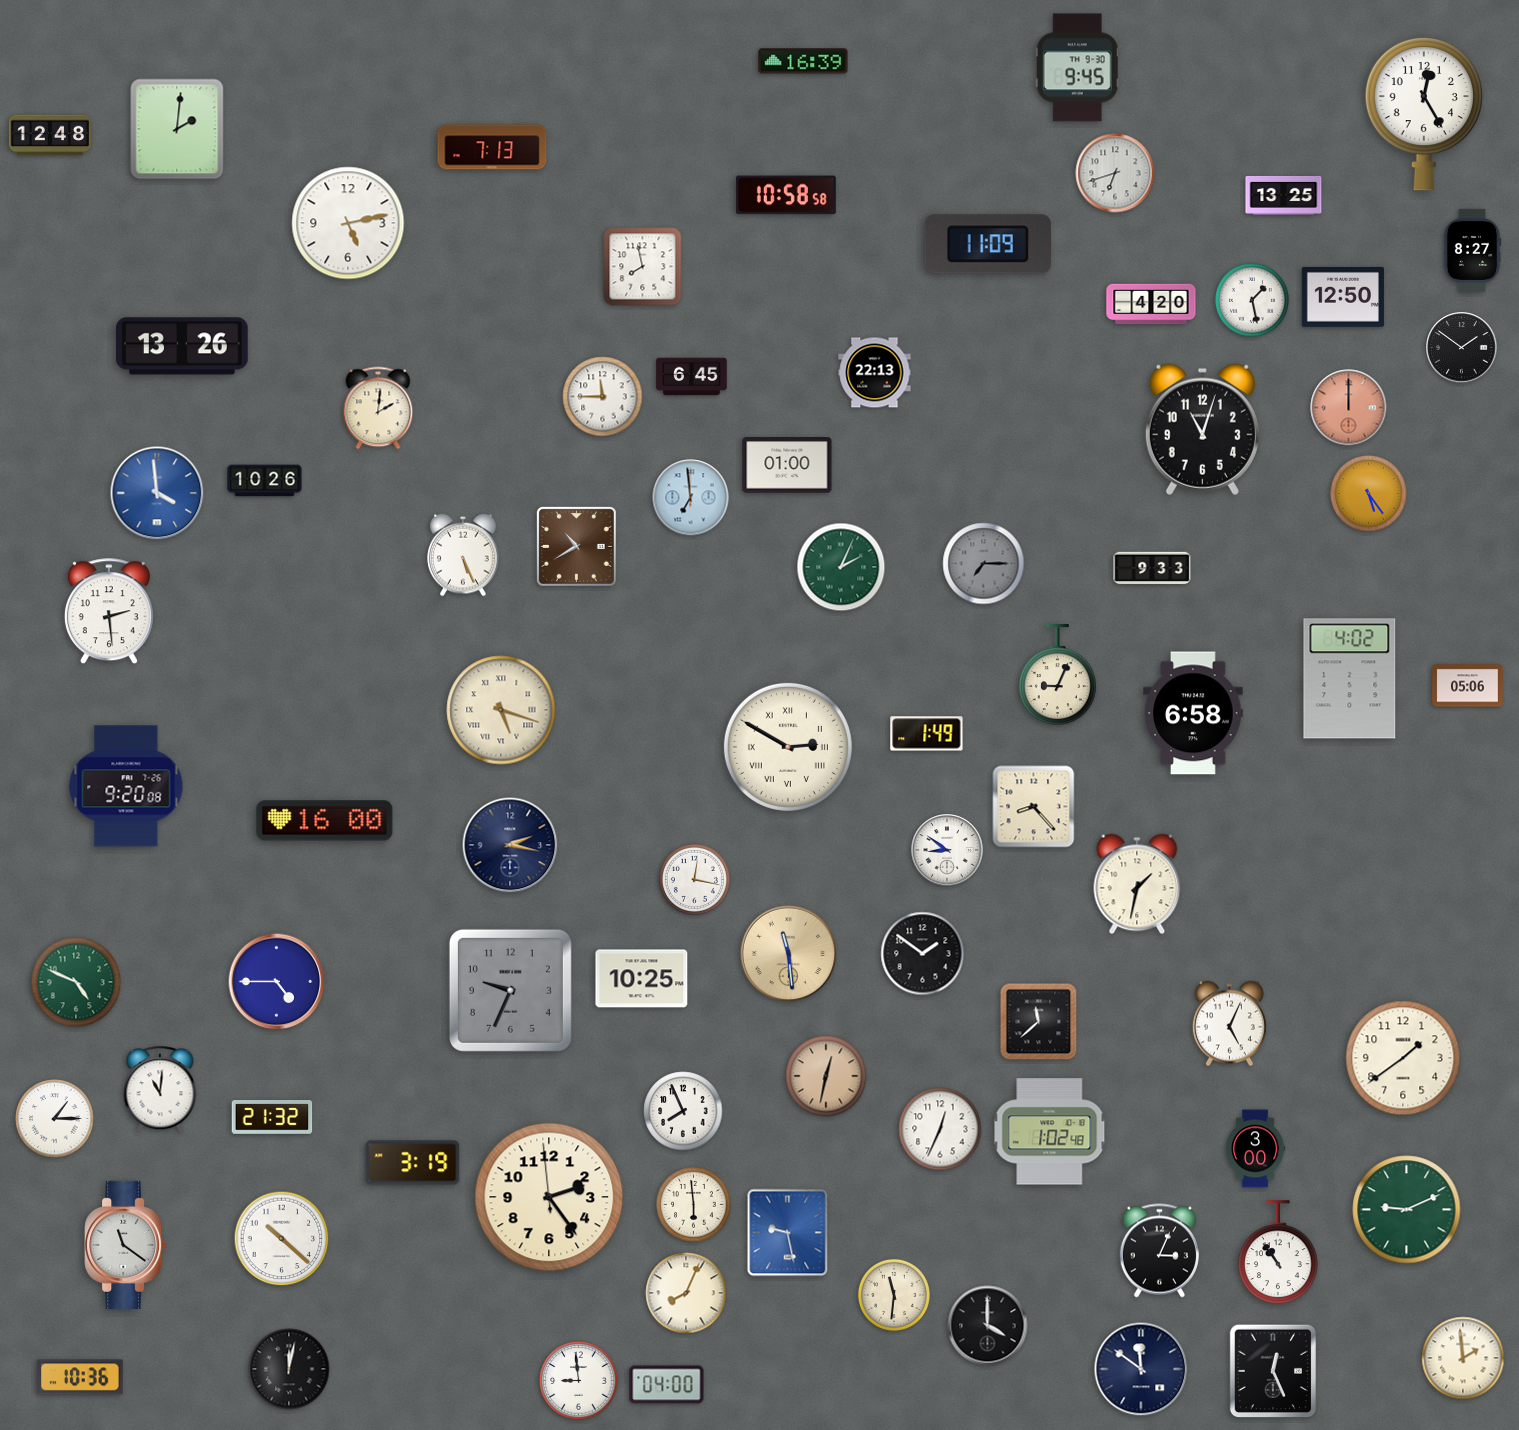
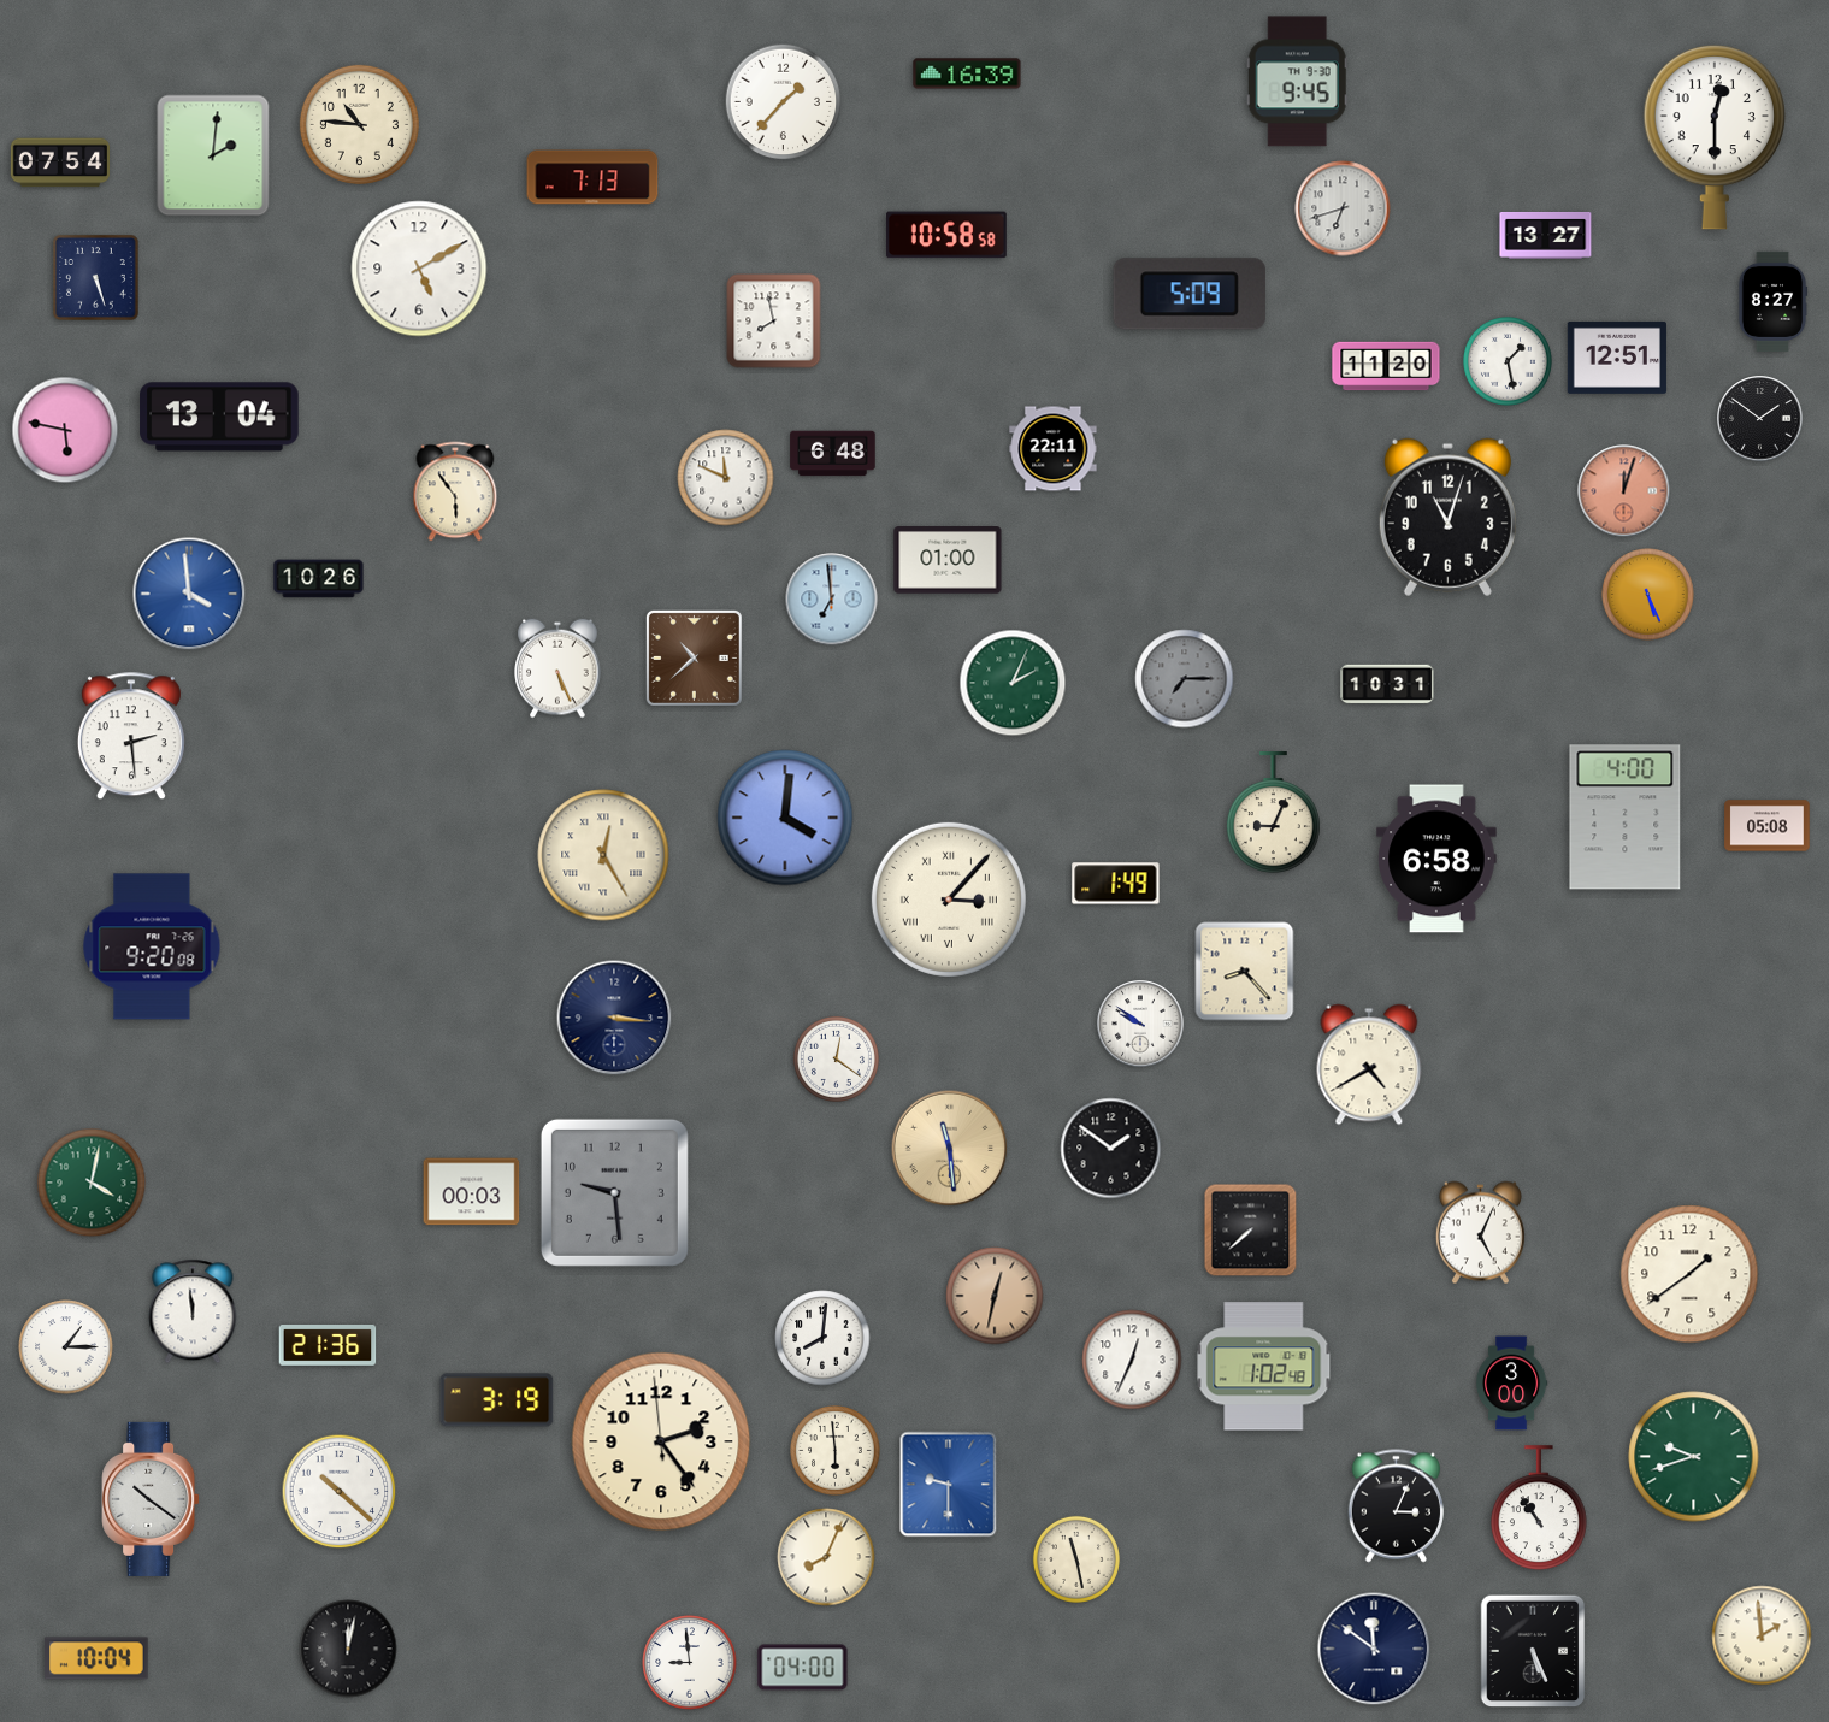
clock at (784, 102): none -> 1:37
clock at (359, 124): none -> 10:46
clock at (1424, 114): 12:25 -> 12:30
clock at (49, 135): 12:48 -> 07:54
clock at (1284, 195): 13:25 -> 13:27
clock at (348, 223): 5:13 -> 5:10
clock at (96, 278): none -> 5:27
clock at (988, 244): 11:09 -> 5:09
clock at (1343, 297): 12:50 -> 12:51
clock at (1151, 304): 4:20 -> 11:20
clock at (182, 346): 13:26 -> 13:04
clock at (65, 430): none -> 5:47
clock at (875, 373): 22:13 -> 22:11
clock at (692, 377): 6:45 -> 6:48
clock at (603, 397): 11:45 -> 11:49
clock at (378, 408): 2:01 -> 5:54
clock at (1349, 408): 12:00 -> 12:03
clock at (1369, 494): 5:24 -> 5:26
clock at (576, 546): 10:40 -> 10:38
clock at (1152, 568): 9:33 -> 10:31
clock at (785, 818): none -> 4:01
clock at (1350, 679): 4:02 -> 4:00
clock at (1468, 686): 05:06 -> 05:08
clock at (501, 710): 5:18 -> 12:25
clock at (788, 747): 2:50 -> 3:07
clock at (325, 821): 16:00 -> none
clock at (510, 845): 2:17 -> 3:16
clock at (947, 850): 8:51 -> 9:51
clock at (694, 879): 12:17 -> 12:21
clock at (1137, 884): 1:32 -> 4:40
clock at (642, 979): 10:25 -> none
clock at (76, 982): 4:49 -> 4:02
clock at (277, 982): 4:45 -> none
clock at (472, 1192): none -> 00:03
clock at (510, 990): 9:34 -> 9:29
clock at (1039, 1022): 11:38 -> 7:38
clock at (160, 1089): 11:01 -> 11:59
clock at (683, 1111): 7:56 -> 8:01
clock at (272, 1118): 21:32 -> 21:36
clock at (1050, 1132) position: (1050, 1132) -> (1264, 1367)
clock at (1407, 1210): 9:11 -> 9:42
clock at (788, 1233): 9:28 -> 9:30
clock at (125, 1245): 11:21 -> 10:21
clock at (894, 1295): 11:31 -> 11:28
clock at (988, 1326): 4:00 -> none
clock at (1273, 1371): 12:26 -> 5:26
clock at (80, 1377): 10:36 -> 10:04
clock at (579, 1381) position: (579, 1381) -> (690, 1663)
